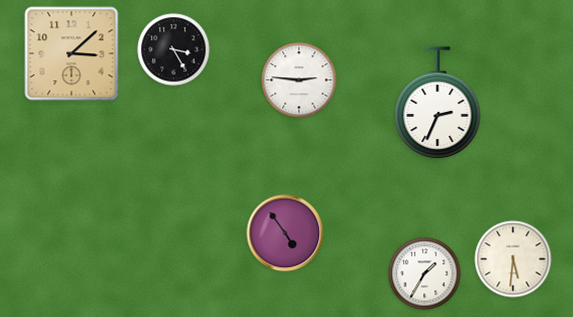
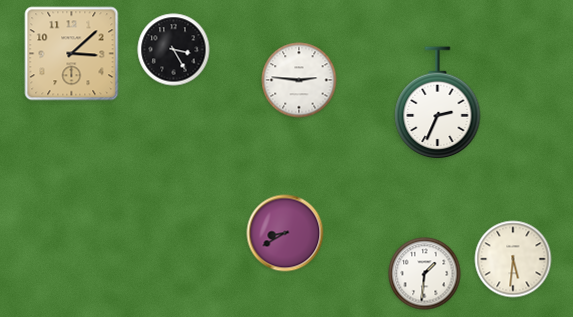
clock at (285, 233): 4:54 -> 8:40
clock at (425, 274): 1:35 -> 1:31
